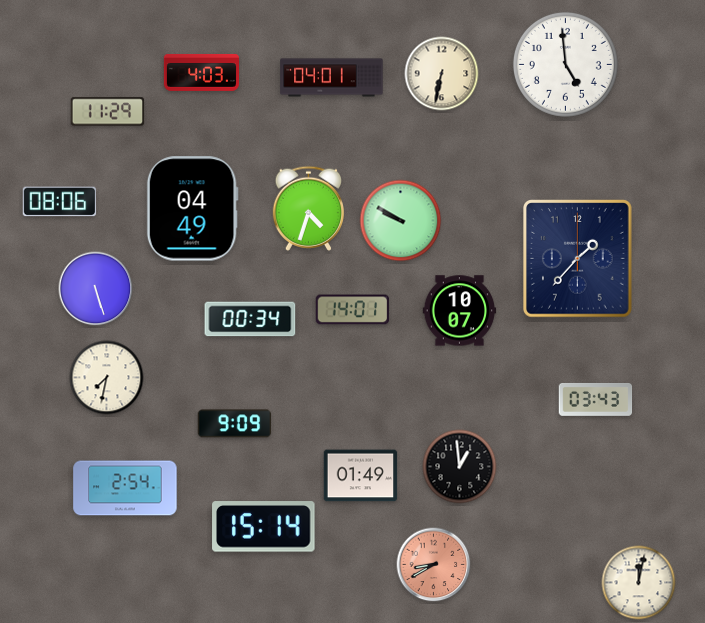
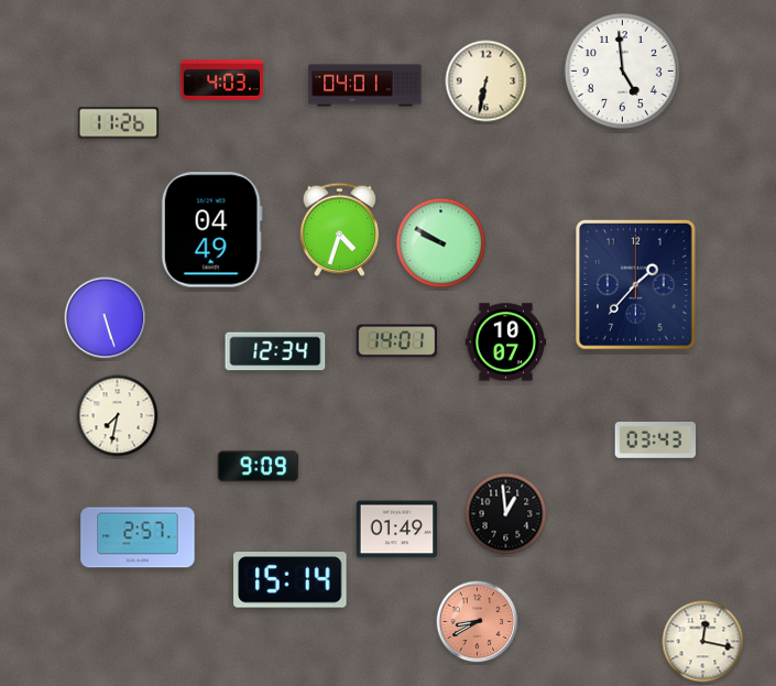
clock at (108, 112): 11:29 -> 11:26
clock at (60, 202): 08:06 -> none
clock at (353, 310) position: (353, 310) -> (397, 341)
clock at (250, 319): 00:34 -> 12:34
clock at (361, 476) position: (361, 476) -> (397, 530)
clock at (125, 488): 2:54 -> 2:57
clock at (639, 583): 12:02 -> 12:17
